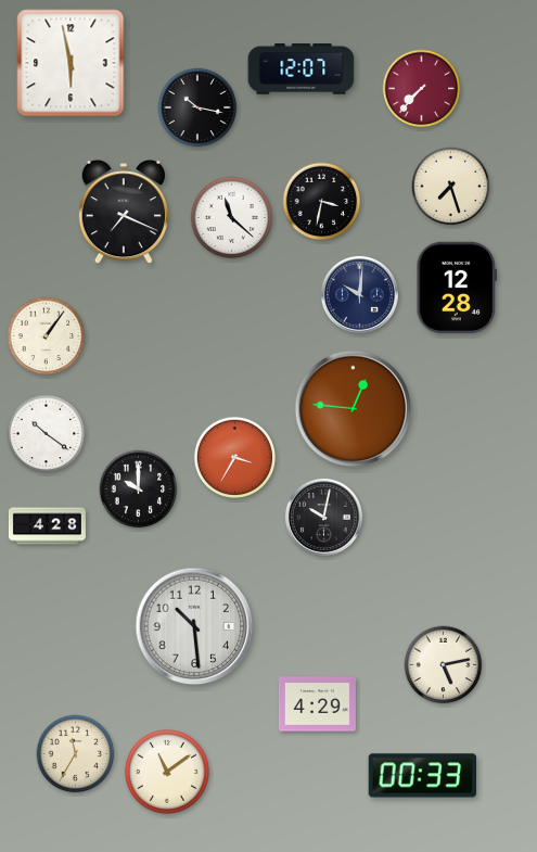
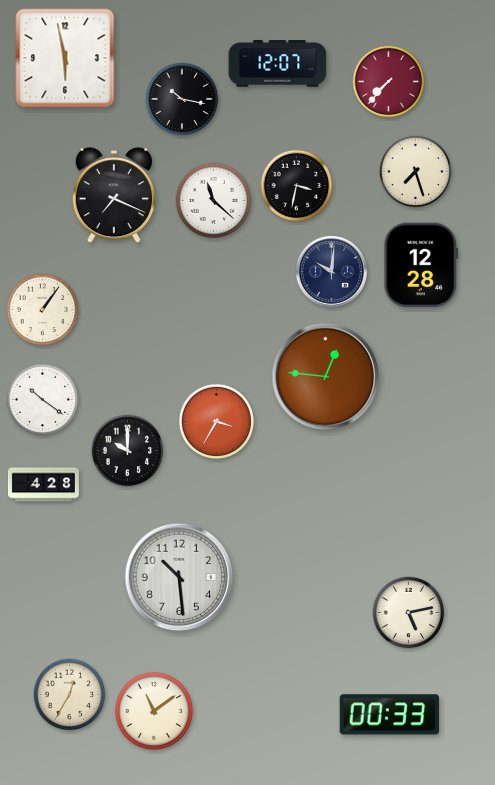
clock at (323, 517): 10:02 -> none
clock at (317, 704): 4:29 -> none
clock at (76, 754): 11:35 -> 12:35
